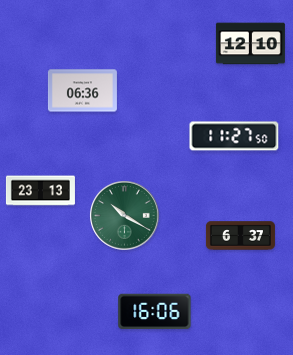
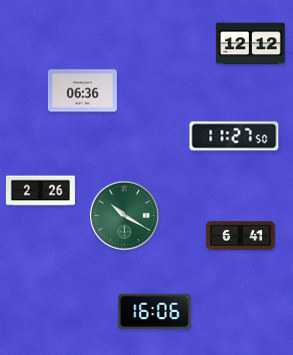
clock at (250, 44): 12:10 -> 12:12
clock at (40, 191): 23:13 -> 2:26
clock at (240, 236): 6:37 -> 6:41
